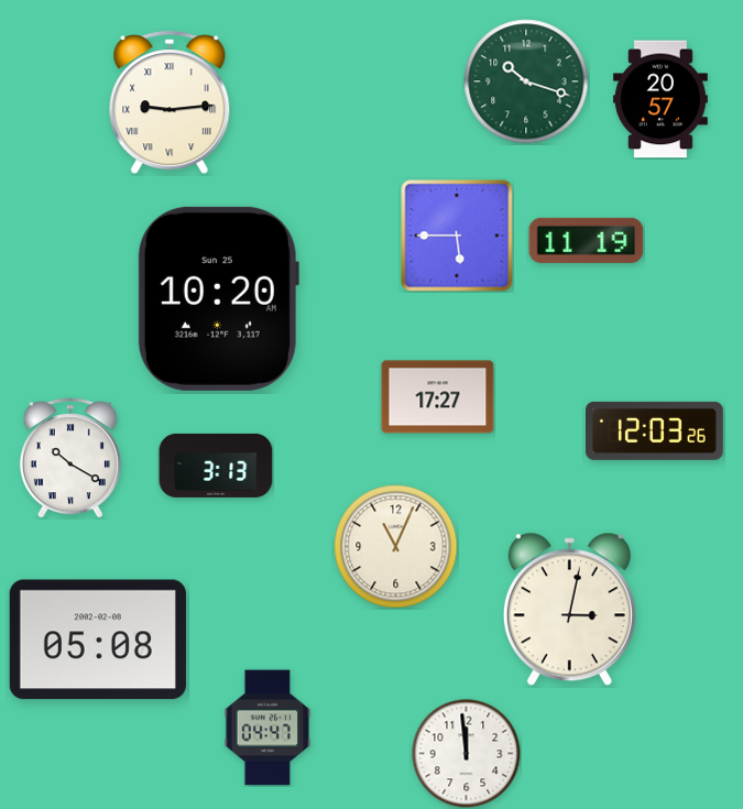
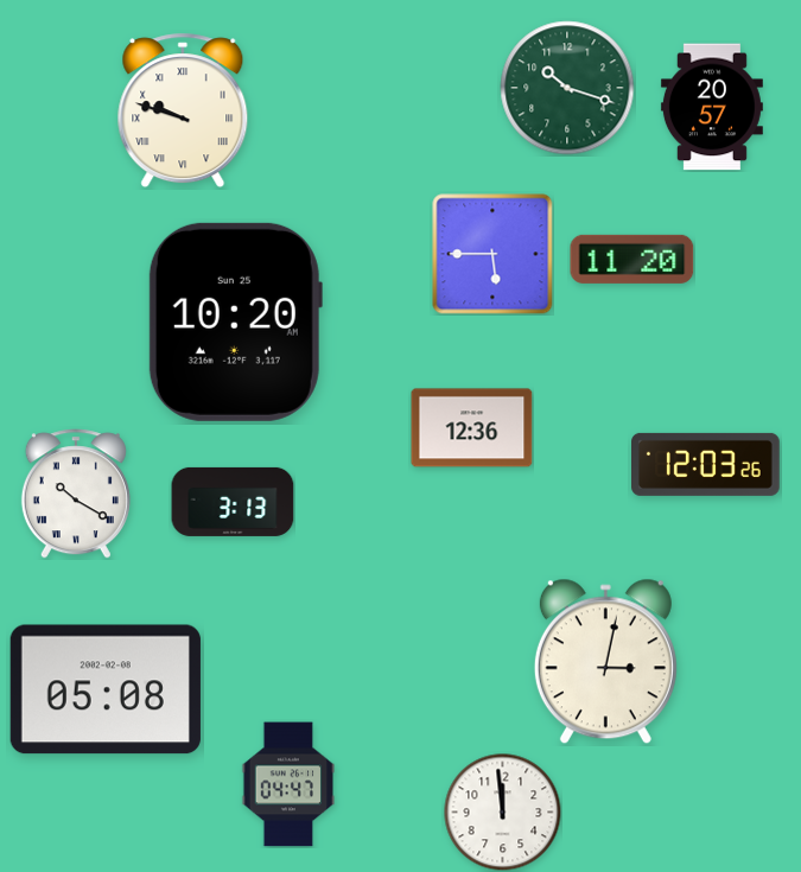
clock at (170, 102): 9:14 -> 9:48
clock at (587, 240): 11:19 -> 11:20
clock at (438, 397): 17:27 -> 12:36
clock at (396, 547): 11:04 -> none
clock at (569, 610) position: (569, 610) -> (605, 662)
